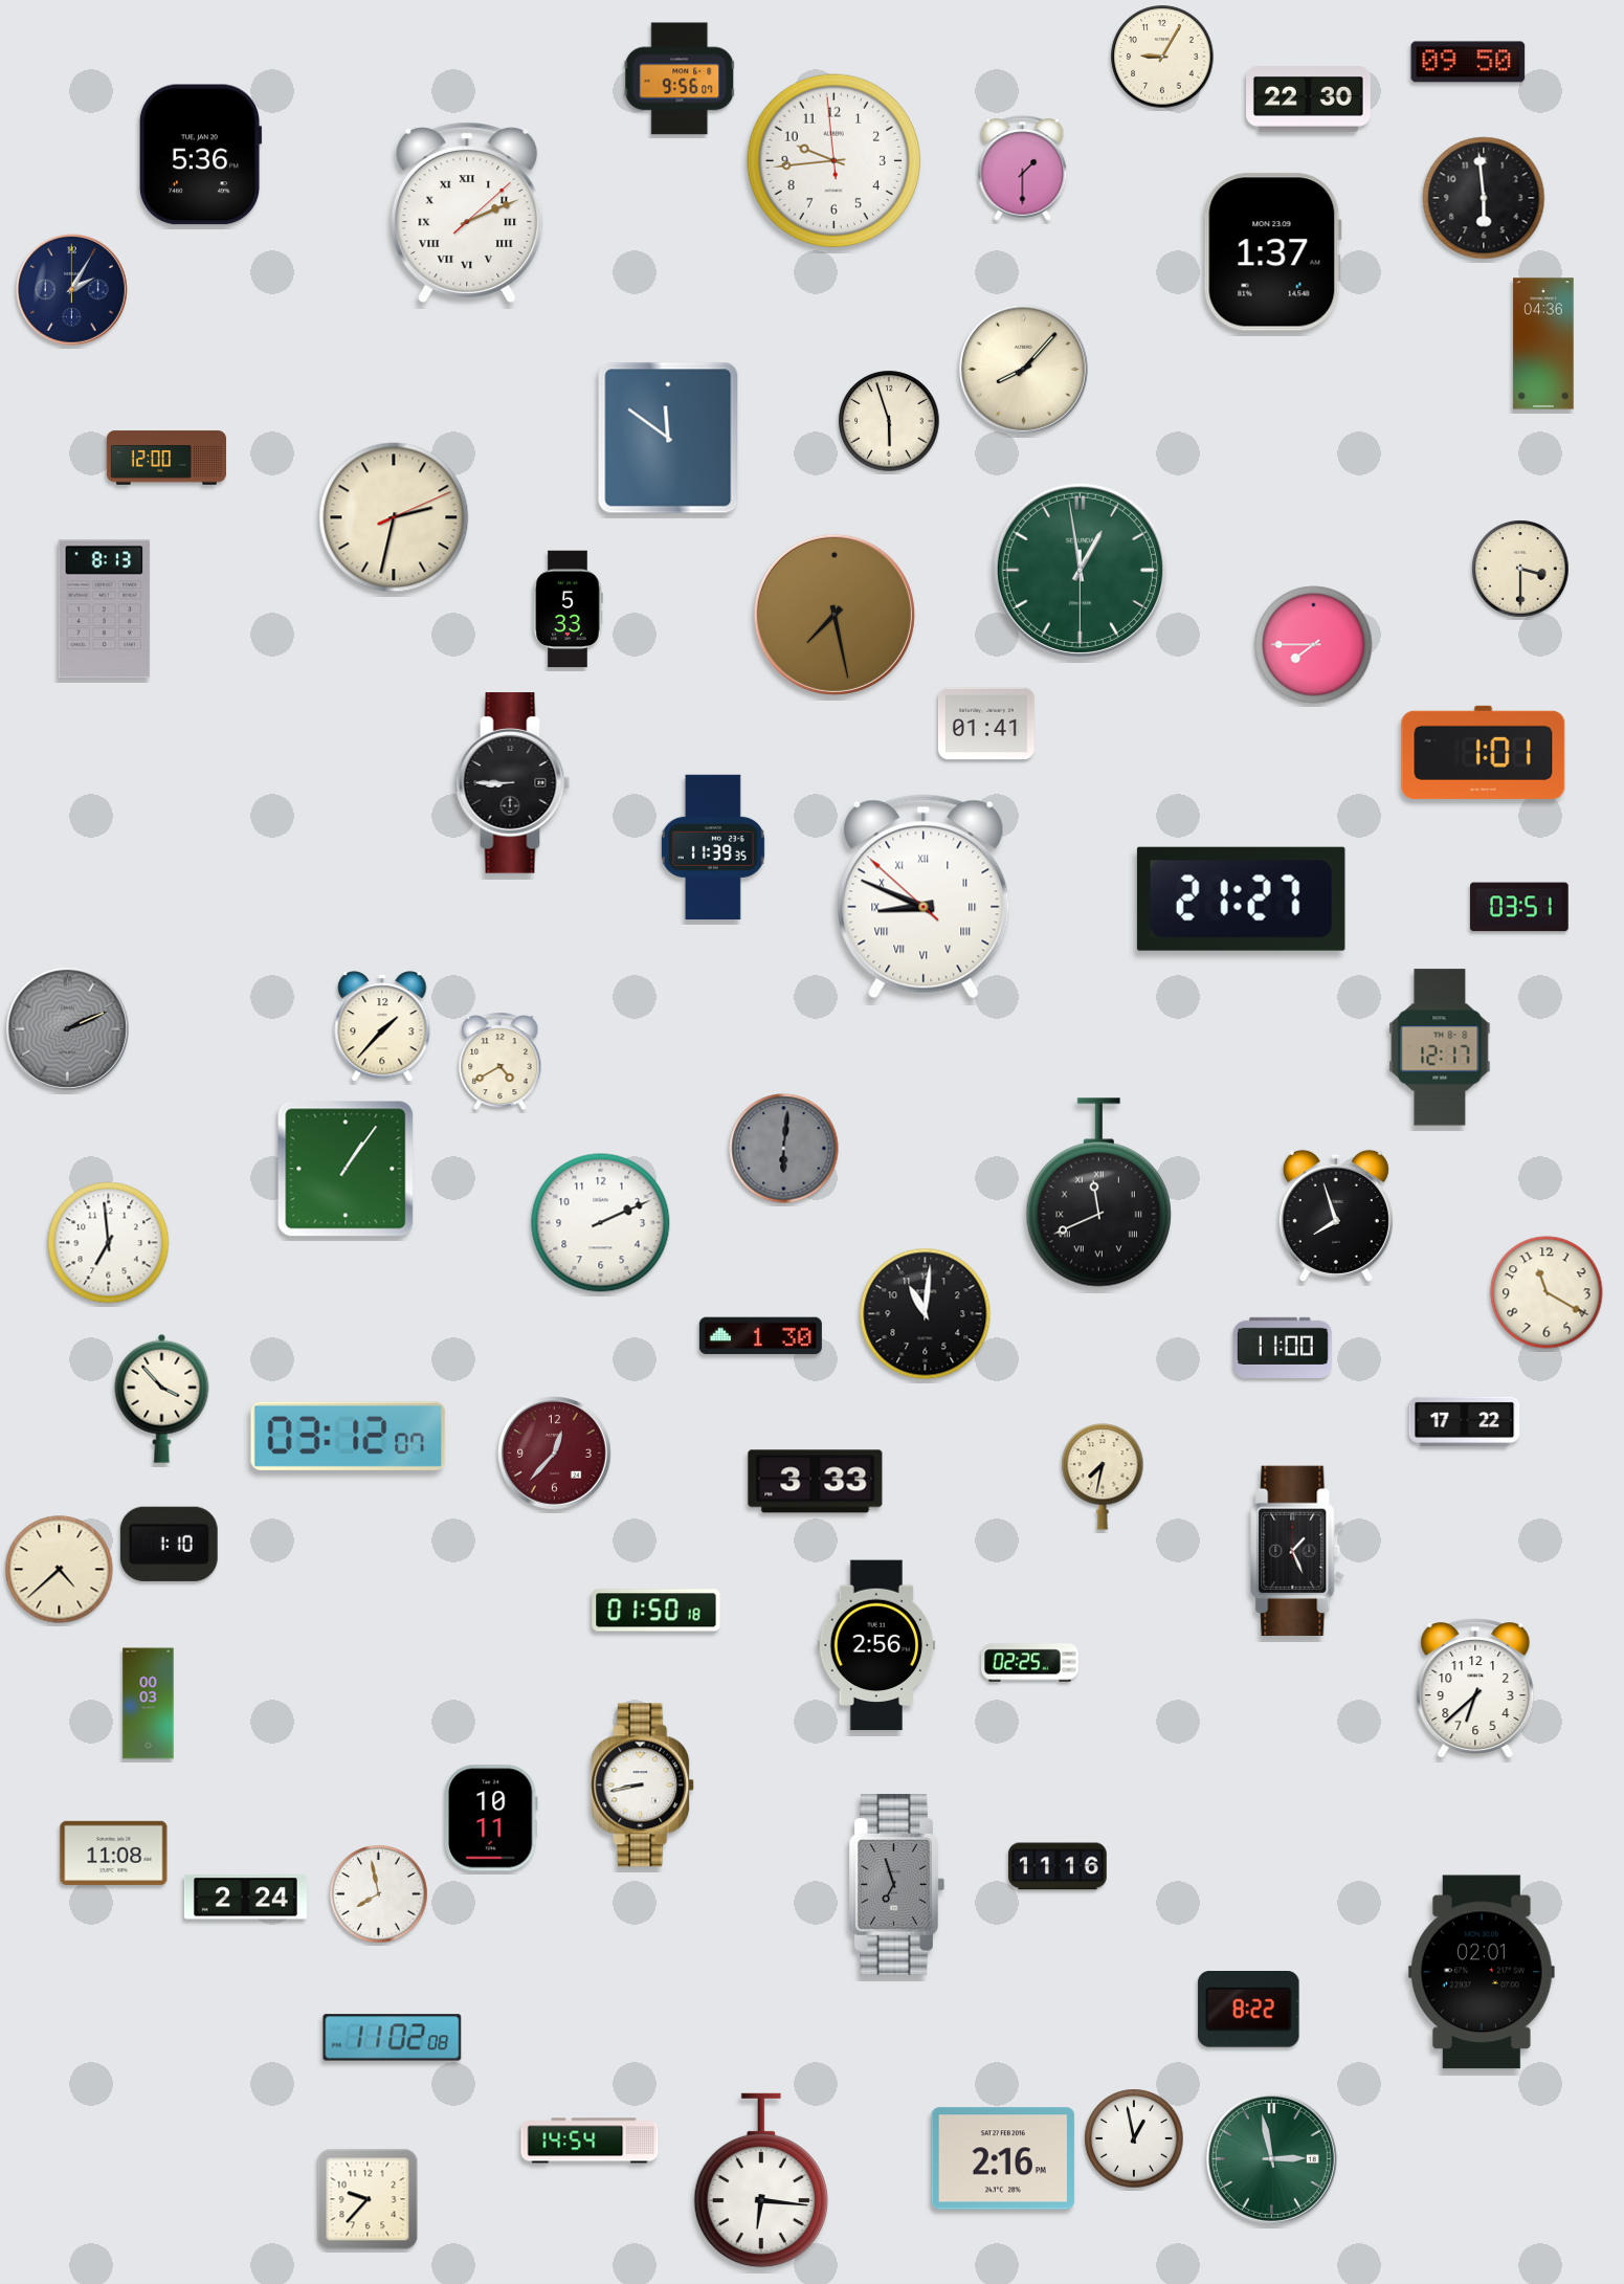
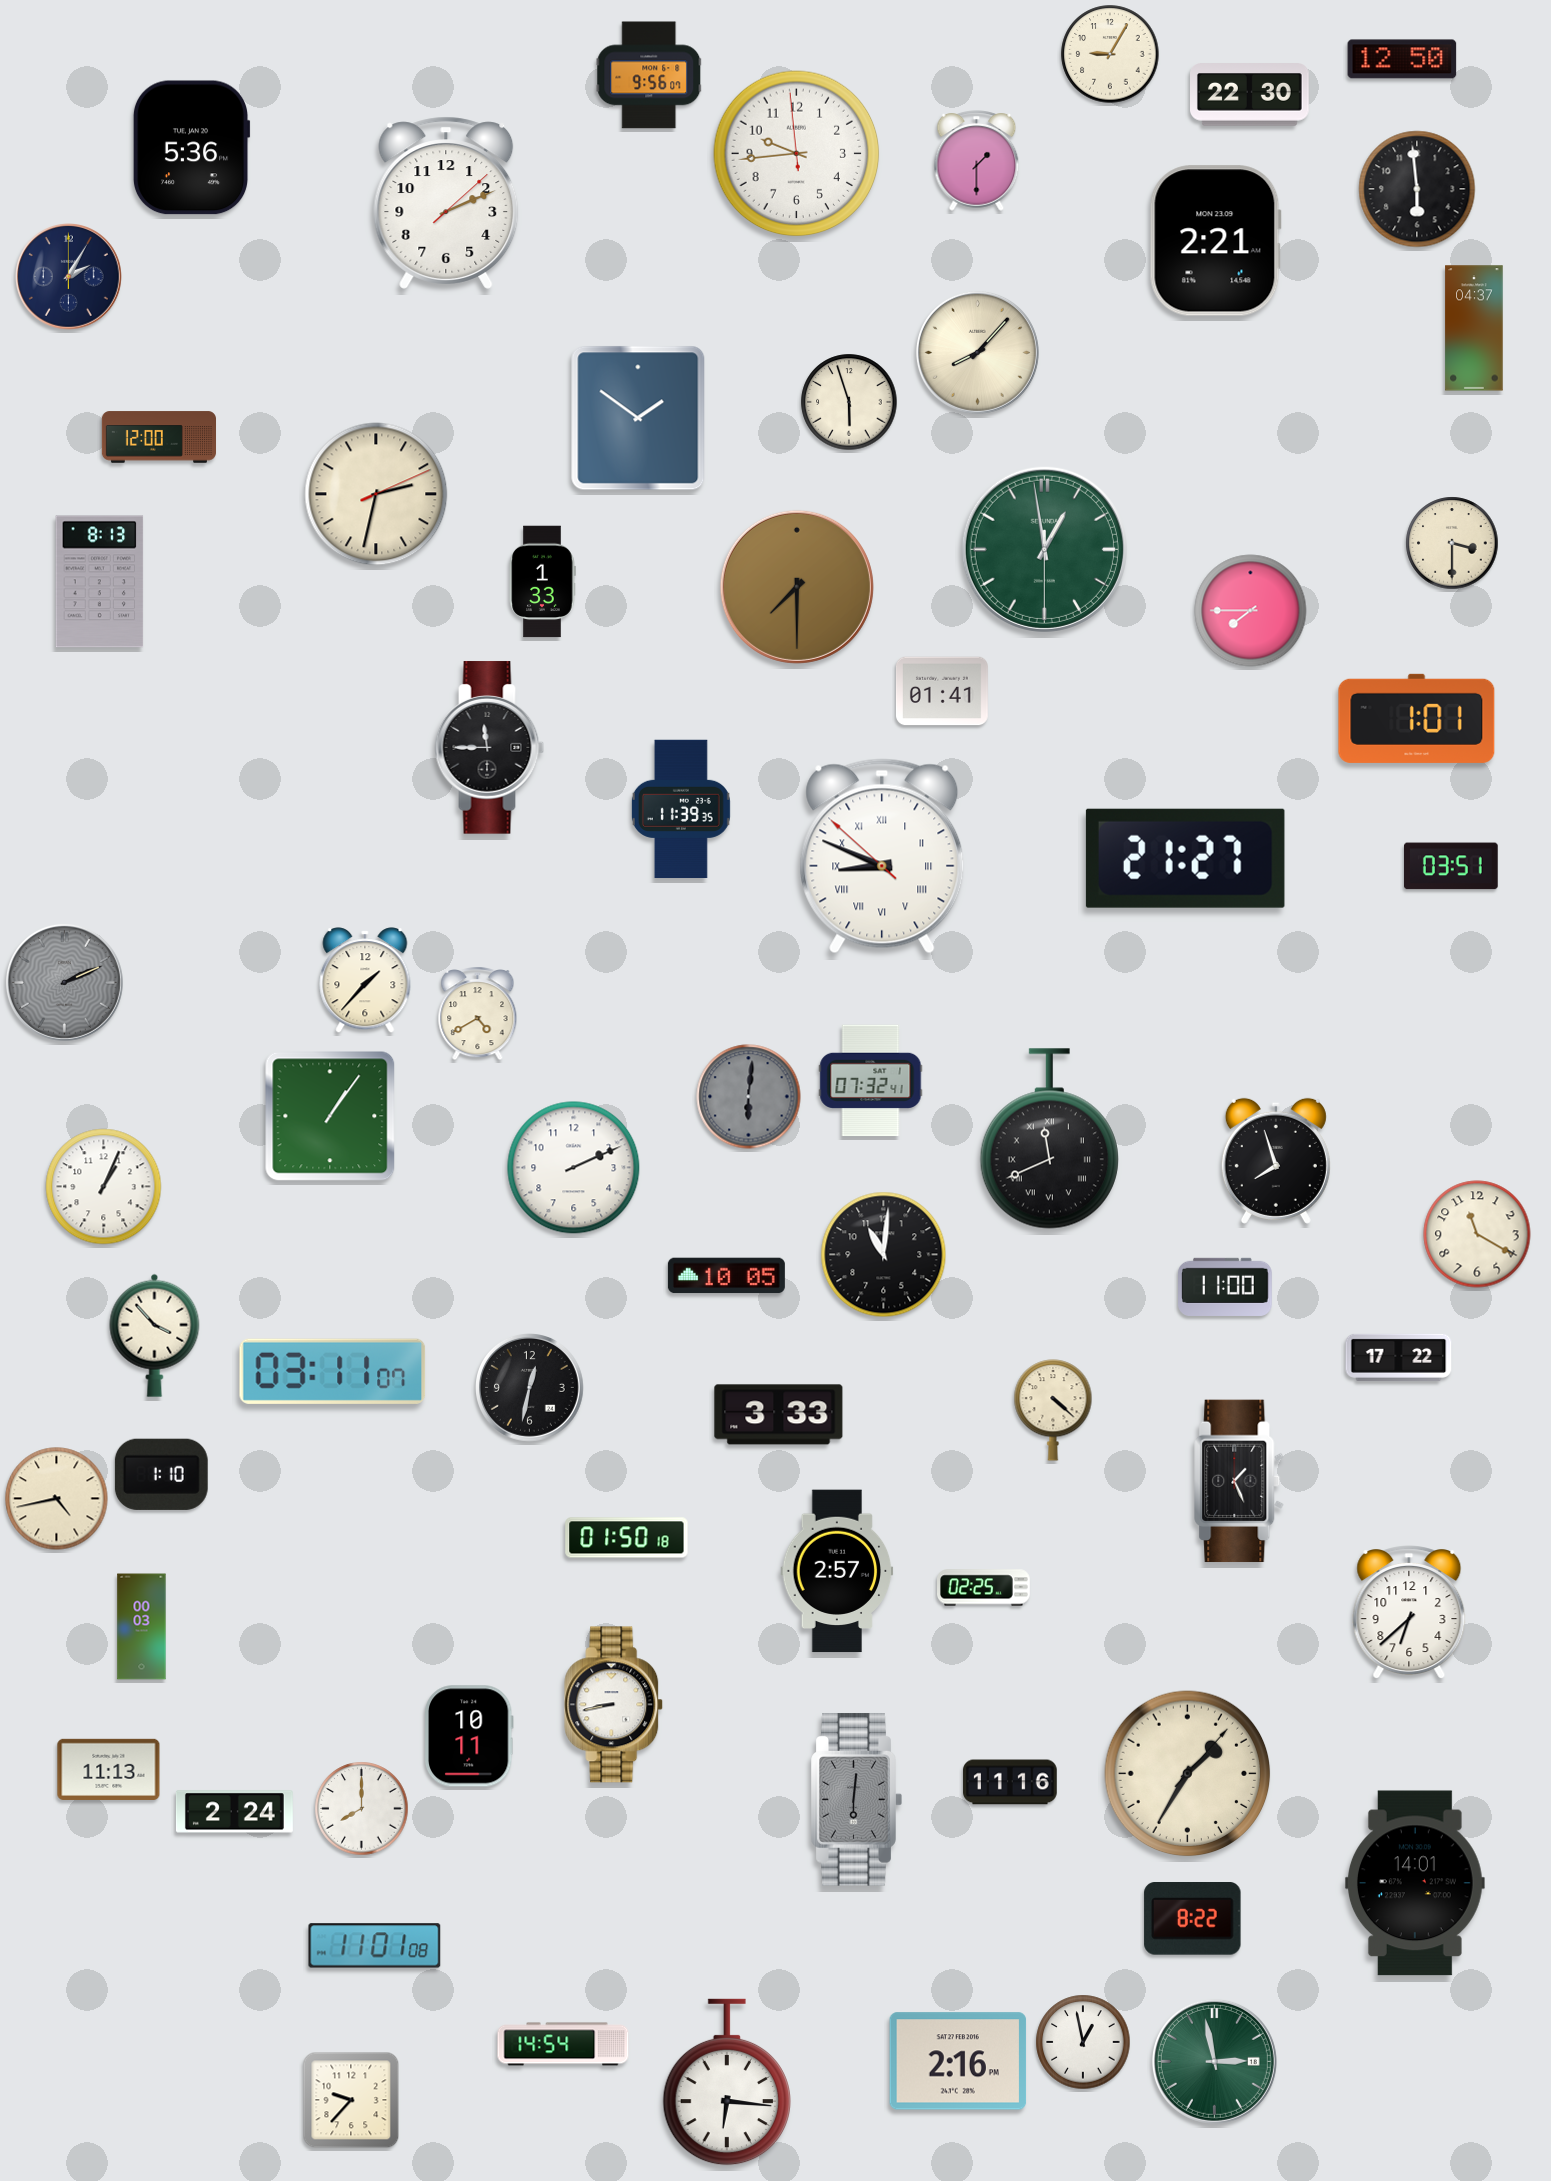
clock at (1468, 62): 09:50 -> 12:50
clock at (467, 213) numerals: Roman -> Arabic
clock at (1272, 252): 1:37 -> 2:21
clock at (1543, 343): 04:36 -> 04:37
clock at (668, 438): 11:51 -> 1:51
clock at (1080, 570) position: (1080, 570) -> (1044, 549)
clock at (568, 609): 5:33 -> 1:33
clock at (835, 615): 7:28 -> 7:30
clock at (1314, 645) position: (1314, 645) -> (1251, 611)
clock at (513, 783): 8:45 -> 11:45
clock at (1440, 1047): 12:17 -> none
clock at (871, 1081): none -> 07:32
clock at (109, 1243): 6:59 -> 1:04
clock at (760, 1336): 1:30 -> 10:05
clock at (349, 1436): 03:12 -> 03:11
clock at (555, 1454): 12:37 -> 12:32
clock at (555, 1454) dial: burgundy -> black
clock at (1103, 1477): 7:32 -> 4:22
clock at (60, 1570): 4:38 -> 4:43
clock at (876, 1645): 2:56 -> 2:57
clock at (114, 1853): 11:08 -> 11:13
clock at (1188, 1774): none -> 1:35
clock at (896, 1885): 6:57 -> 6:01
clock at (379, 1894): 7:58 -> 8:00
clock at (1482, 1972): 02:01 -> 14:01
clock at (393, 2038): 11:02 -> 11:01
